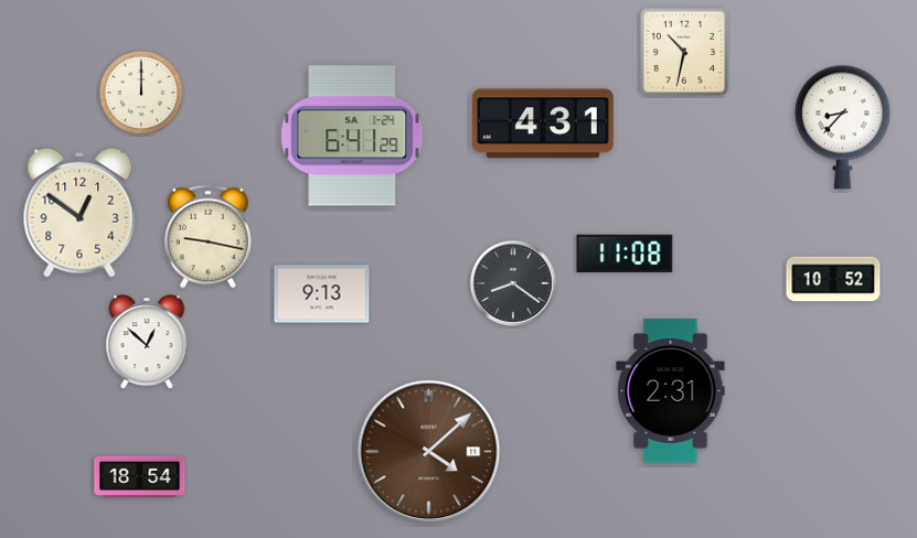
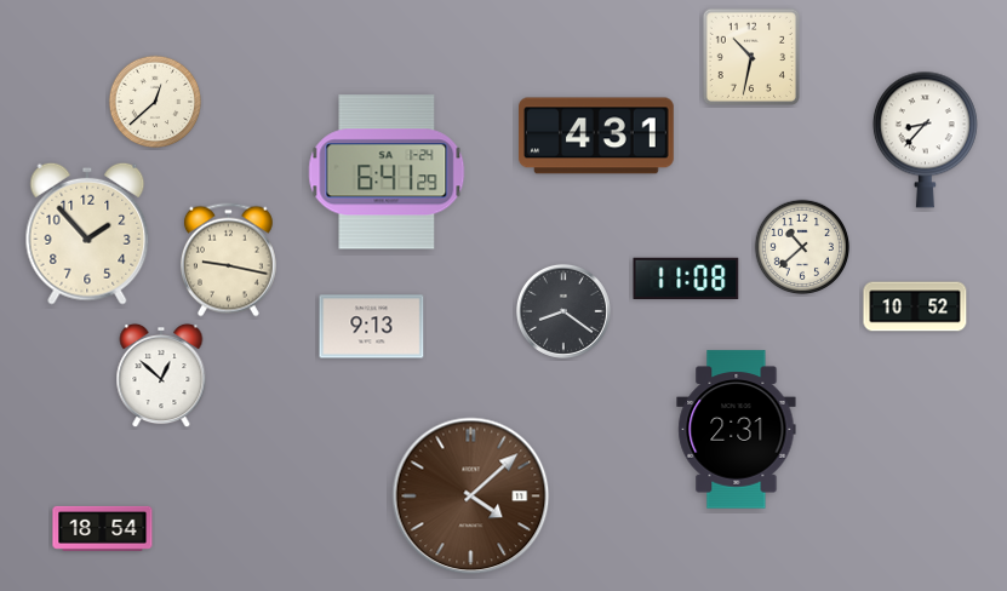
clock at (141, 93): 12:00 -> 12:38
clock at (352, 136) position: (352, 136) -> (387, 172)
clock at (79, 213): 12:51 -> 1:53
clock at (802, 247): none -> 10:38
clock at (322, 294) position: (322, 294) -> (372, 327)
clock at (140, 476) position: (140, 476) -> (103, 528)
